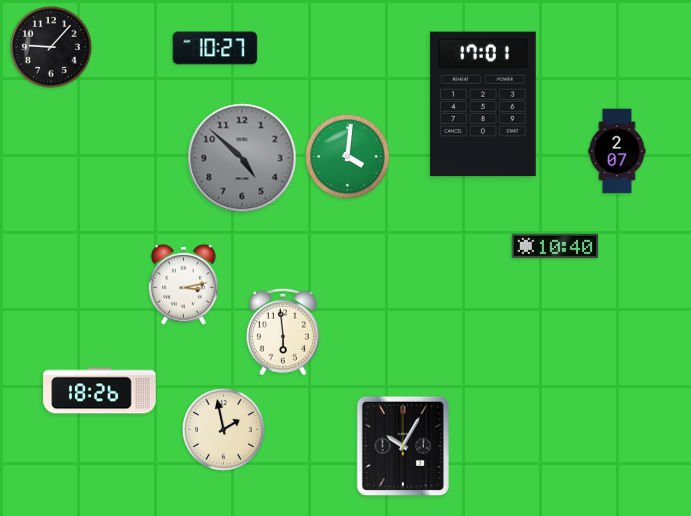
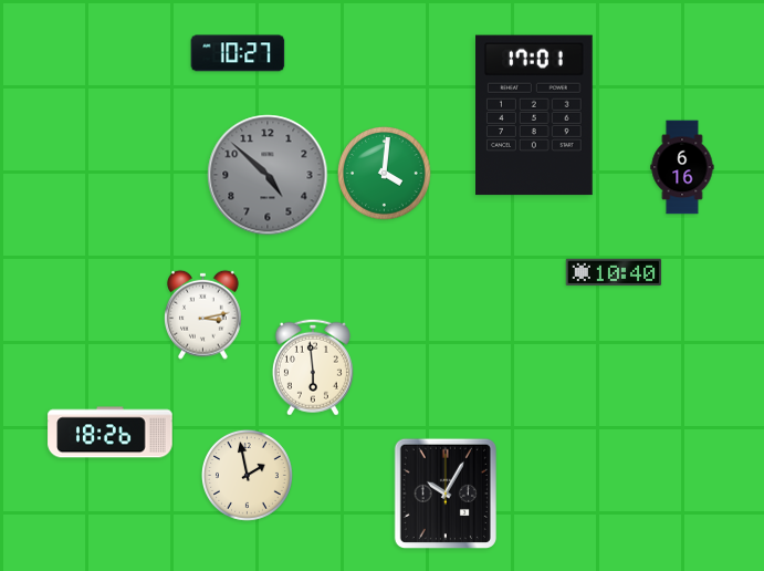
clock at (51, 47): 9:07 -> none
clock at (617, 151): 2:07 -> 6:16
